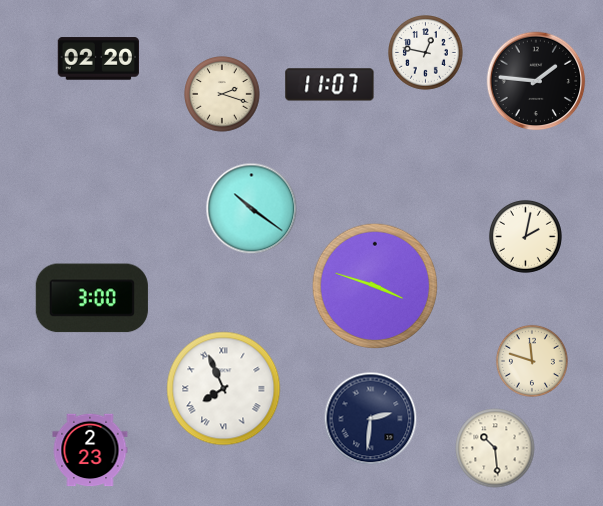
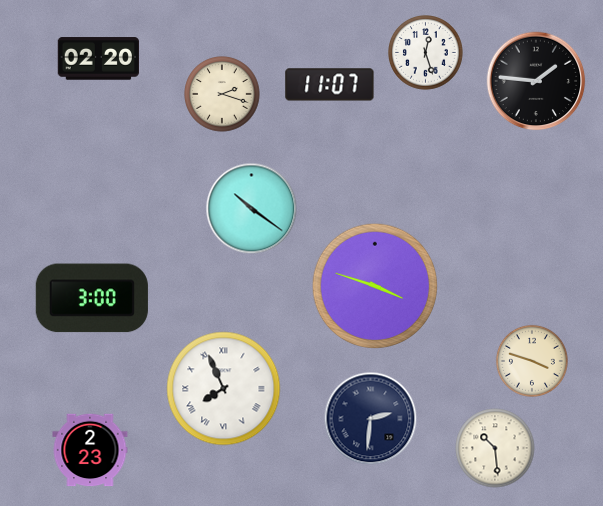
clock at (426, 53): 12:47 -> 12:27
clock at (525, 236): 2:02 -> none
clock at (532, 361): 11:48 -> 3:48
